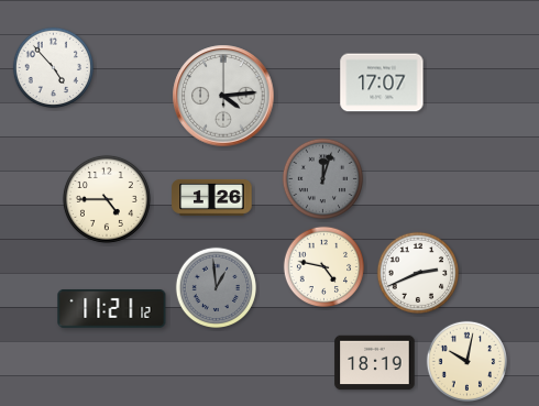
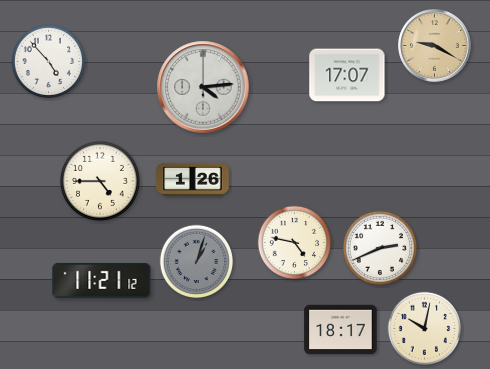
clock at (435, 46): none -> 9:20
clock at (323, 179): 12:03 -> none
clock at (107, 199) position: (107, 199) -> (100, 181)
clock at (217, 288): 12:59 -> 1:03
clock at (375, 363): 18:19 -> 18:17
